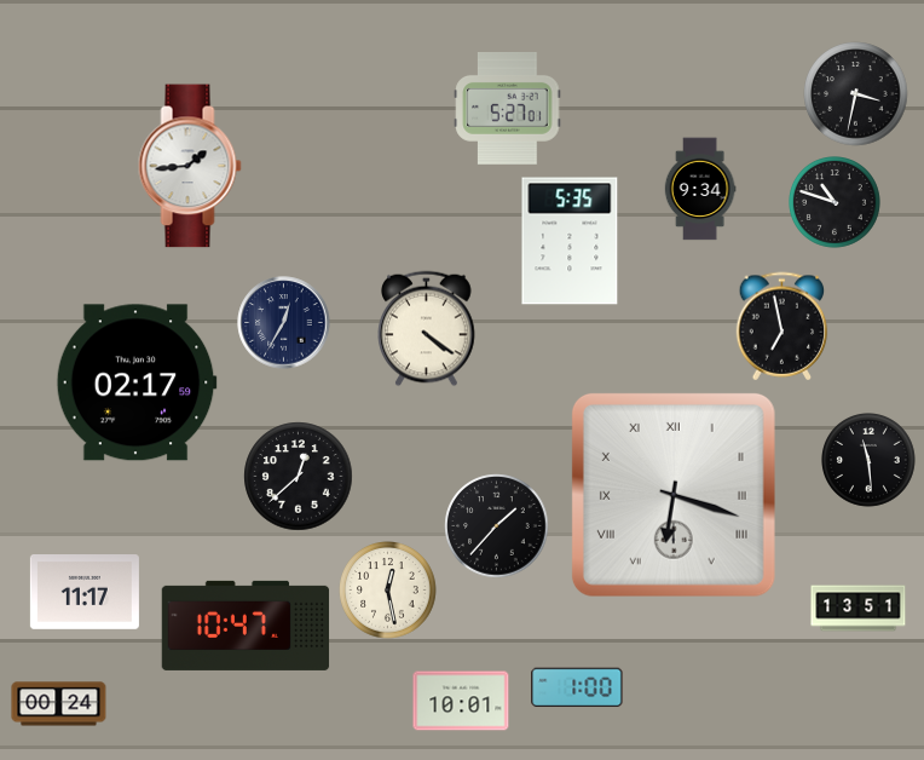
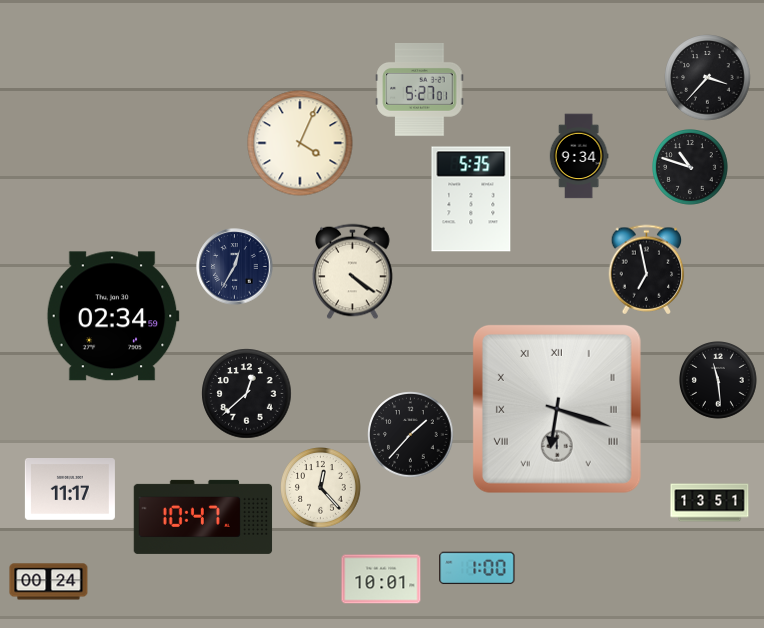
clock at (856, 94): 3:32 -> 3:37
clock at (190, 166): 1:44 -> none
clock at (300, 143): none -> 4:04
clock at (137, 382): 02:17 -> 02:34
clock at (388, 591): 12:28 -> 12:23
